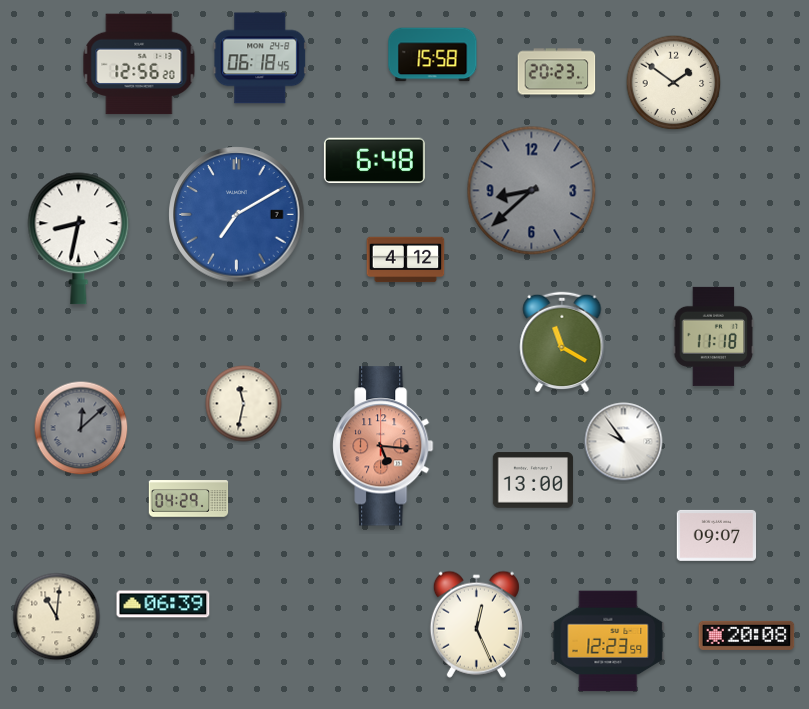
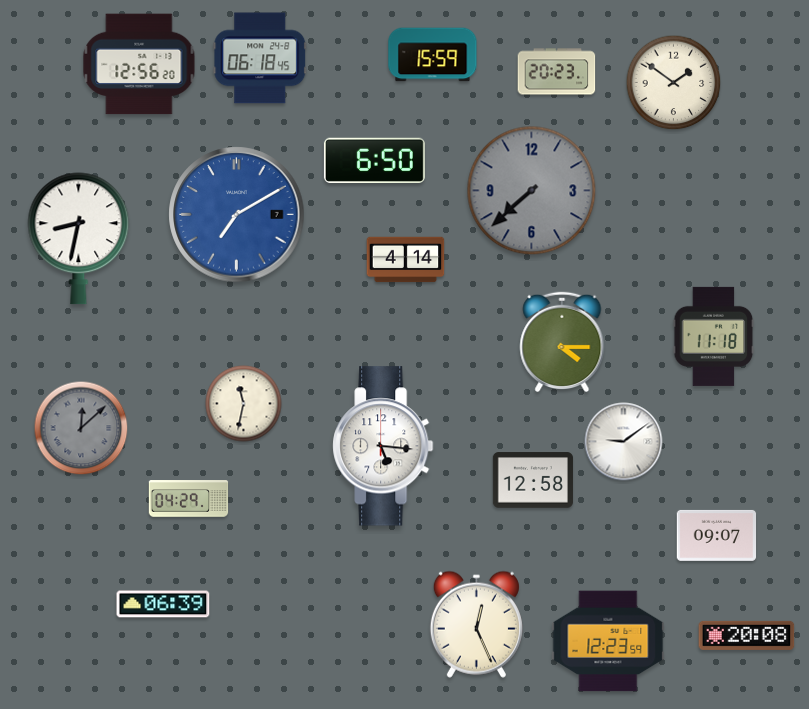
clock at (433, 55): 15:58 -> 15:59
clock at (374, 160): 6:48 -> 6:50
clock at (532, 191): 8:38 -> 7:38
clock at (406, 260): 4:12 -> 4:14
clock at (562, 342): 11:20 -> 4:15
clock at (624, 442): 9:54 -> 9:09
clock at (383, 446) dial: salmon -> white
clock at (533, 480): 13:00 -> 12:58
clock at (57, 617): 11:01 -> none
